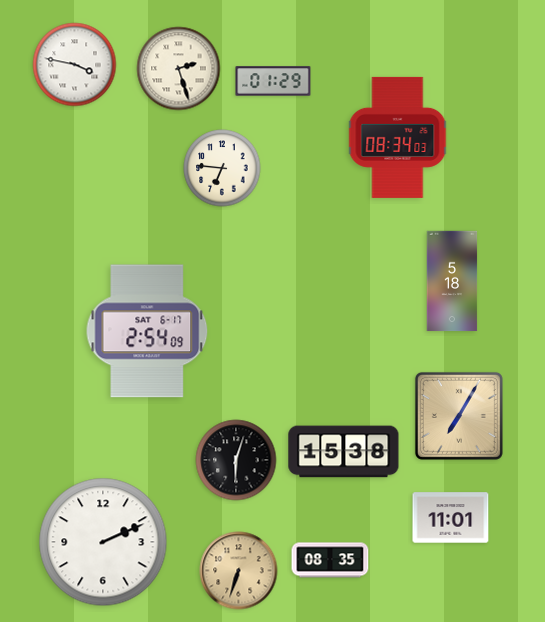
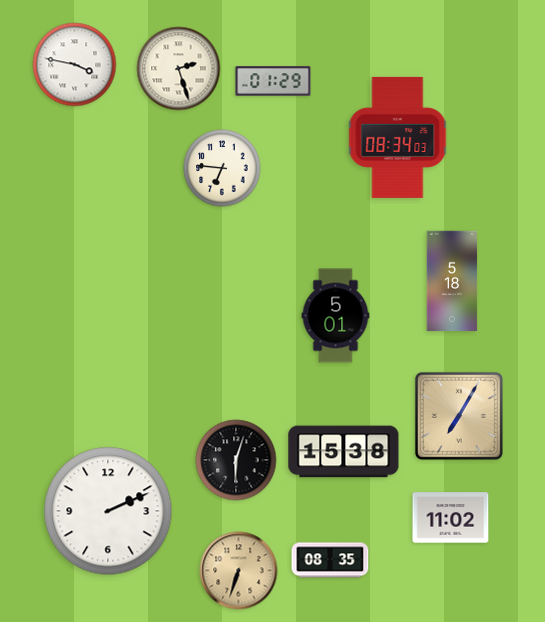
clock at (336, 316): none -> 5:01
clock at (147, 331): 2:54 -> none
clock at (451, 518): 11:01 -> 11:02
clock at (103, 542) position: (103, 542) -> (108, 511)
